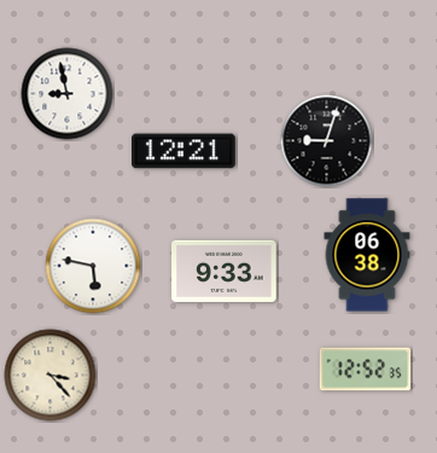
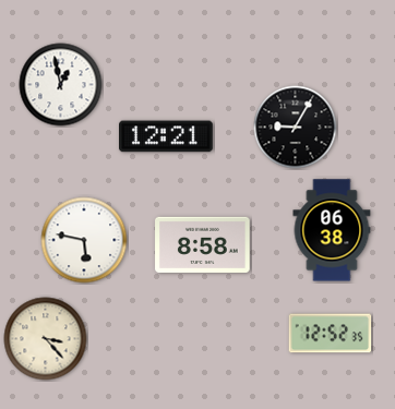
clock at (68, 94): 8:58 -> 12:58
clock at (327, 141): 9:03 -> 9:05
clock at (225, 271): 9:33 -> 8:58
